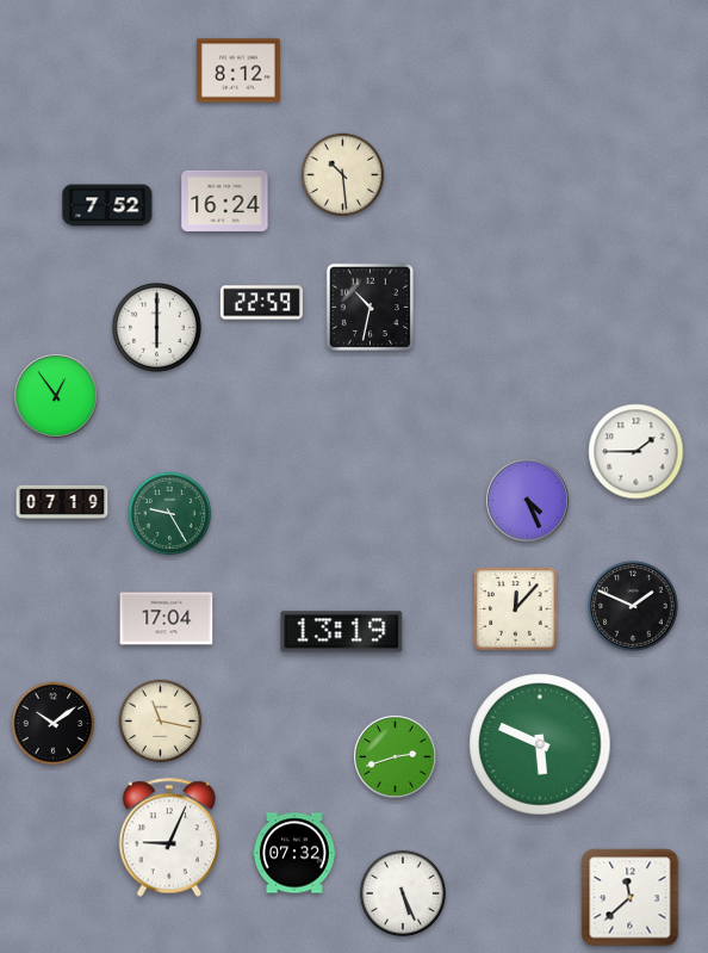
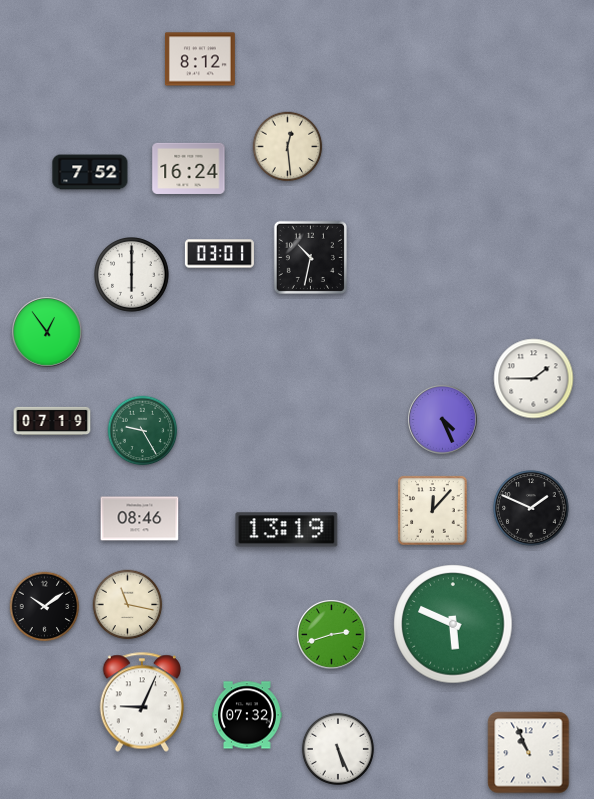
clock at (343, 175): 10:29 -> 12:29
clock at (261, 303): 22:59 -> 03:01
clock at (167, 619): 17:04 -> 08:46
clock at (161, 722) position: (161, 722) -> (128, 605)
clock at (631, 898): 11:38 -> 10:56
